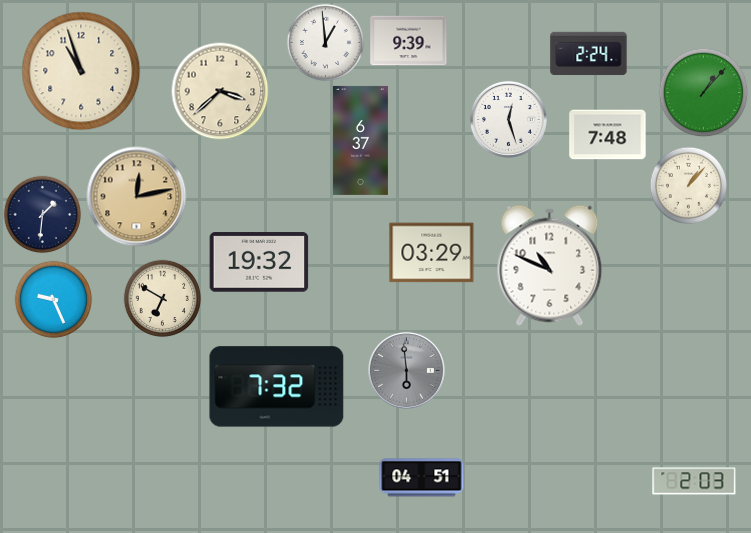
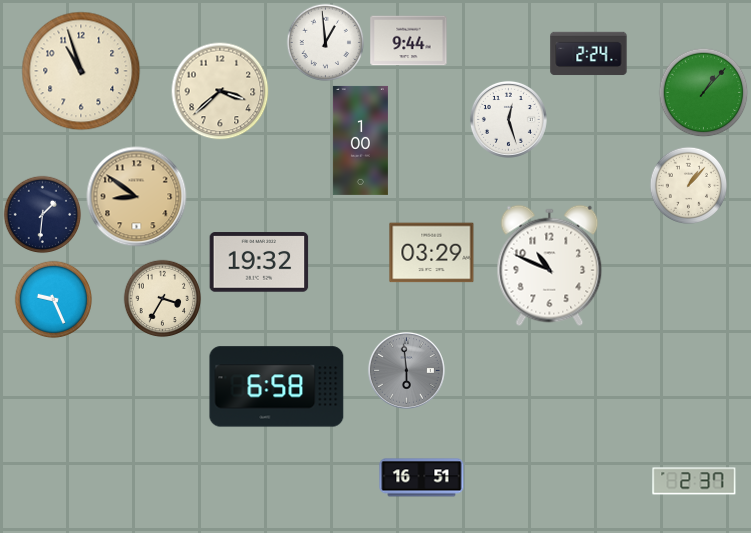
clock at (409, 41): 9:39 -> 9:44
clock at (608, 135): 7:48 -> none
clock at (360, 140): 6:37 -> 1:00
clock at (137, 197): 12:13 -> 8:51
clock at (162, 298): 6:50 -> 3:35
clock at (277, 387): 7:32 -> 6:58
clock at (422, 478): 04:51 -> 16:51
clock at (694, 481): 2:03 -> 2:37
